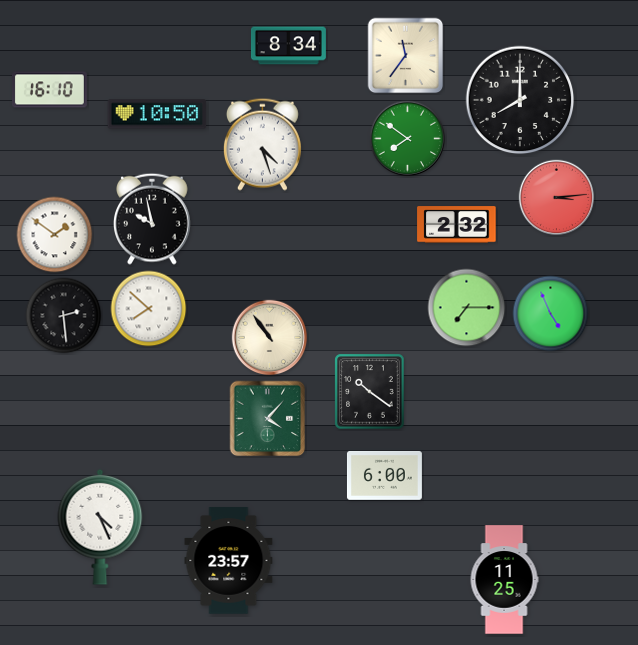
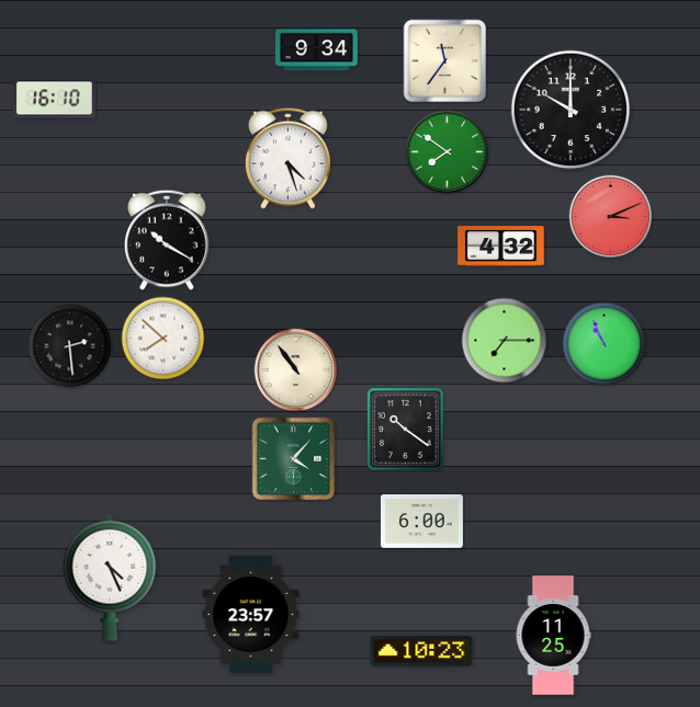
clock at (288, 46): 8:34 -> 9:34
clock at (520, 100): 8:00 -> 10:00
clock at (157, 114): 10:50 -> none
clock at (557, 198): 3:14 -> 3:11
clock at (153, 219): 9:58 -> 10:20
clock at (457, 225): 2:32 -> 4:32
clock at (55, 235): 1:51 -> none
clock at (467, 308) position: (467, 308) -> (505, 341)
clock at (551, 314): 4:56 -> 10:56
clock at (421, 651): none -> 10:23
